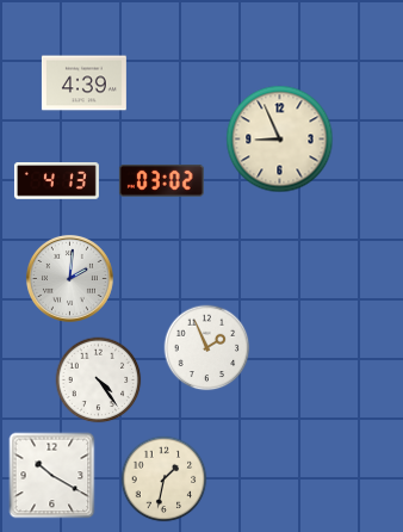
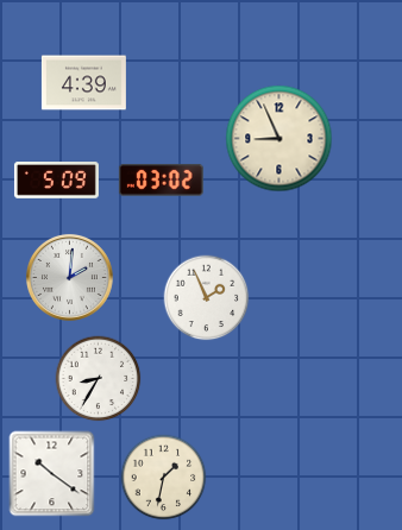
clock at (56, 181): 4:13 -> 5:09
clock at (207, 348) position: (207, 348) -> (207, 298)
clock at (99, 381): 4:24 -> 8:35
clock at (52, 476): 10:20 -> 10:21
